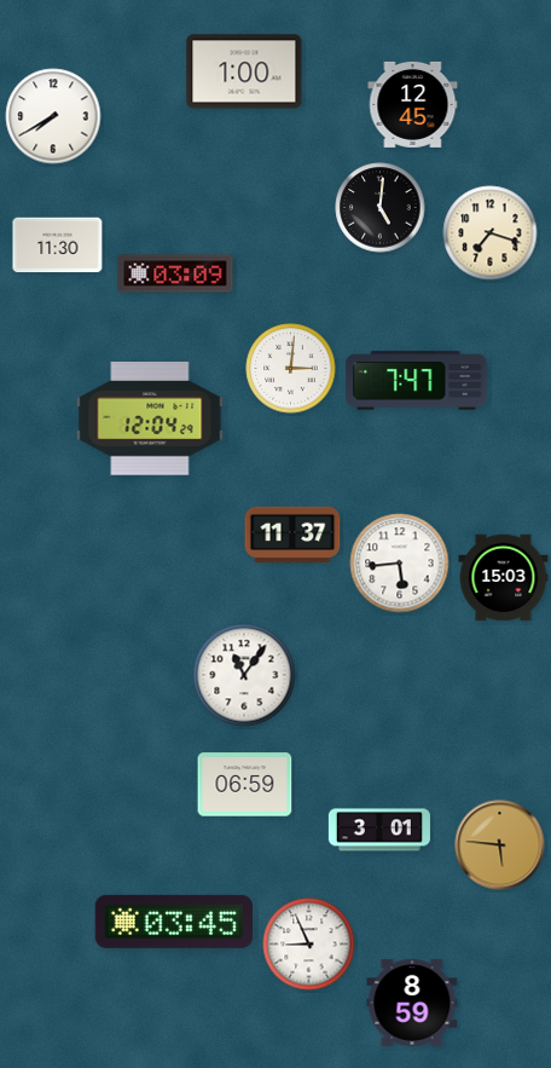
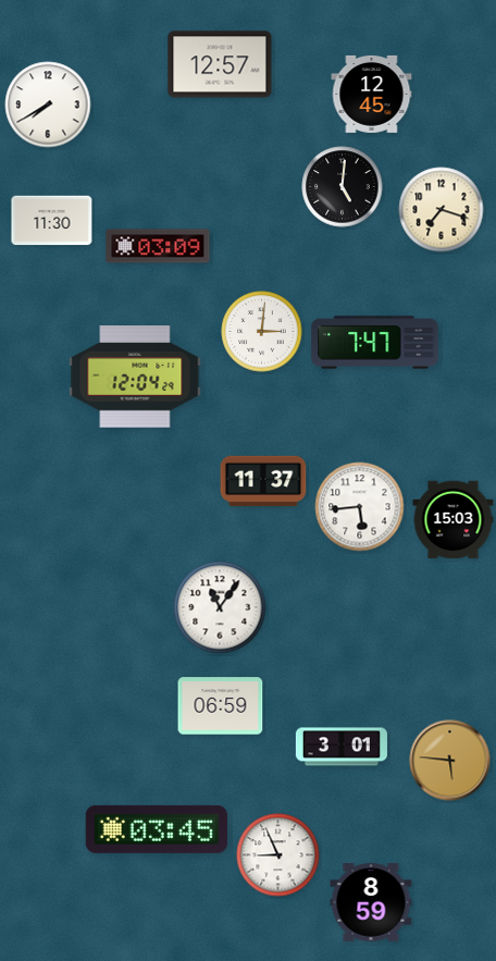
clock at (244, 71): 1:00 -> 12:57
clock at (309, 945) position: (309, 945) -> (278, 855)
